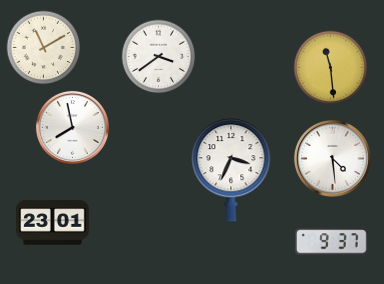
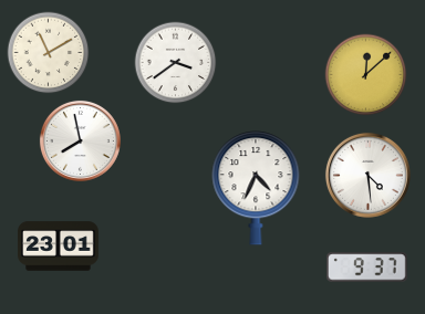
clock at (331, 68): 11:29 -> 12:08
clock at (231, 170): 3:34 -> 4:34
